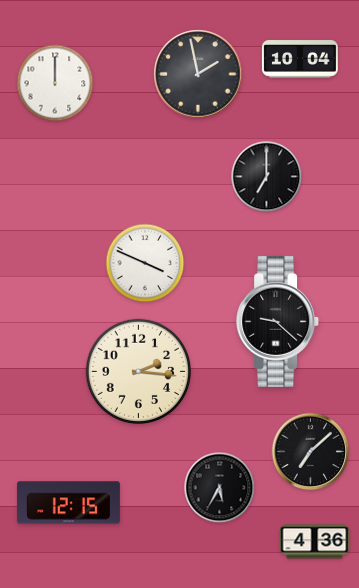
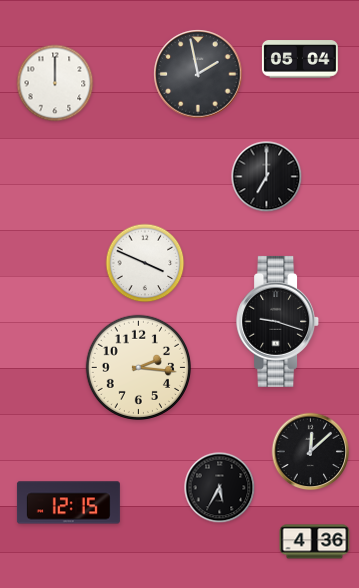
clock at (300, 59): 10:04 -> 05:04
clock at (278, 321): 9:22 -> 9:18
clock at (138, 371) position: (138, 371) -> (138, 367)
clock at (311, 452): 7:08 -> 12:08
